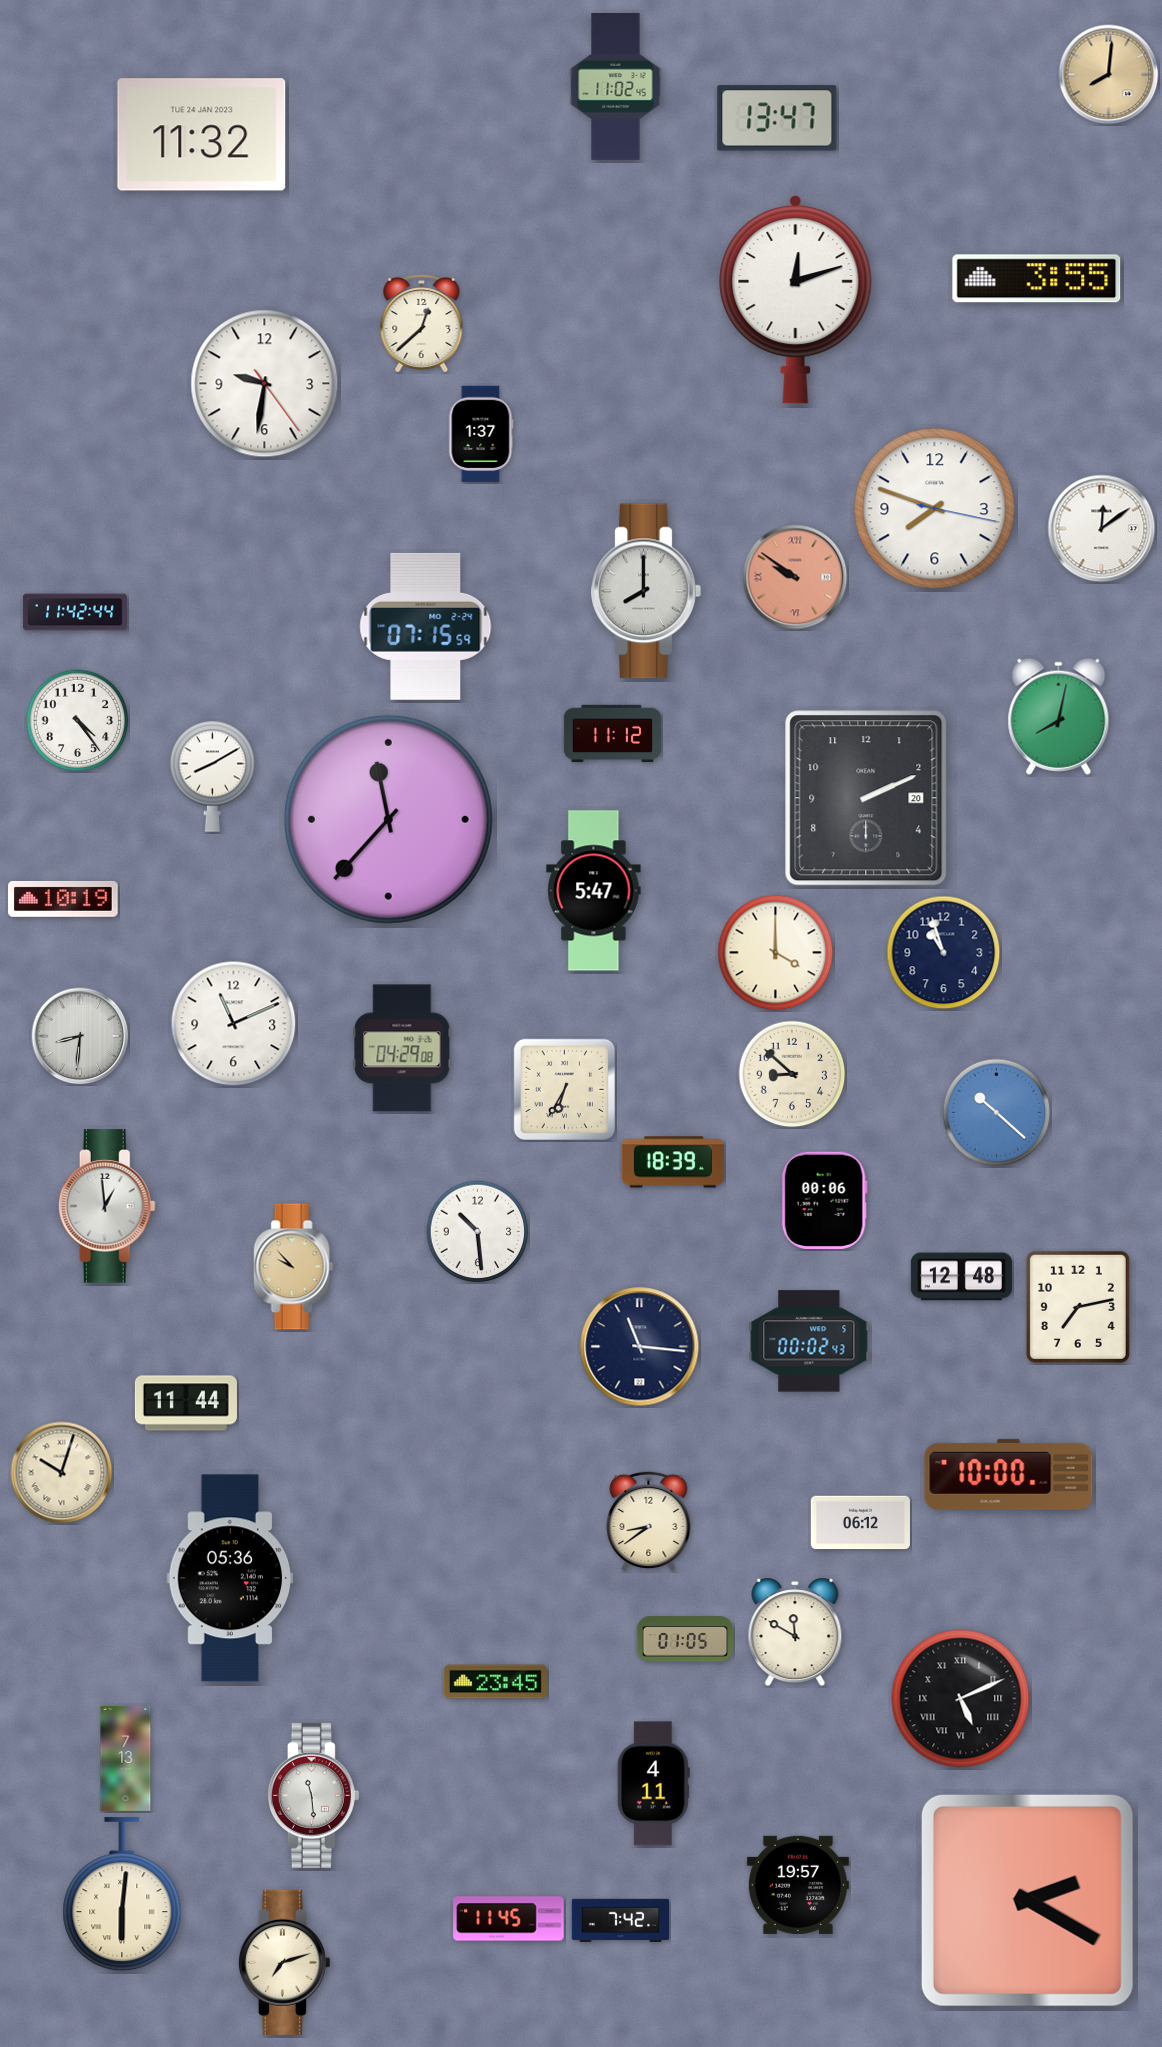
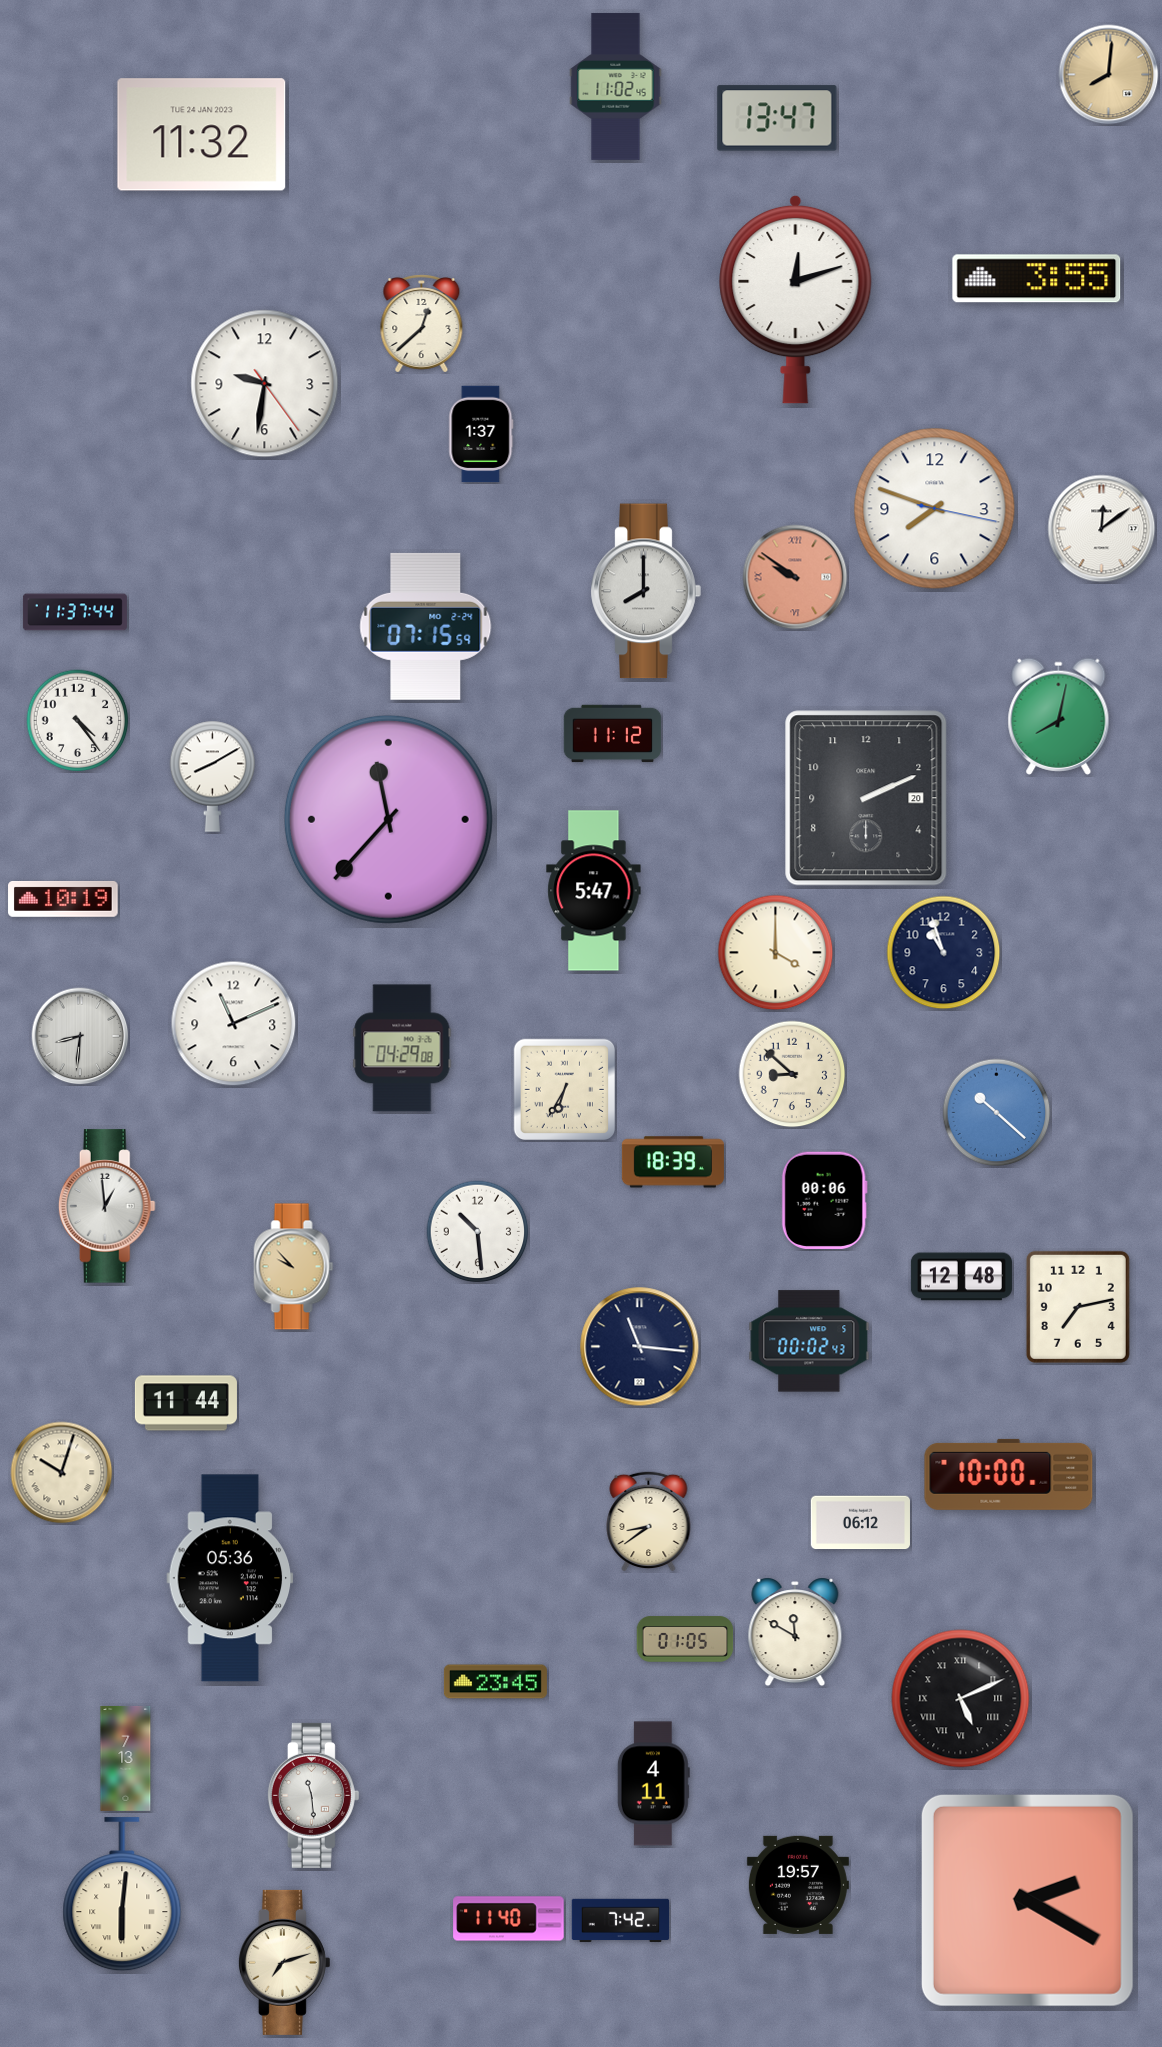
clock at (75, 612): 11:42 -> 11:37
clock at (509, 1919): 11:45 -> 11:40
